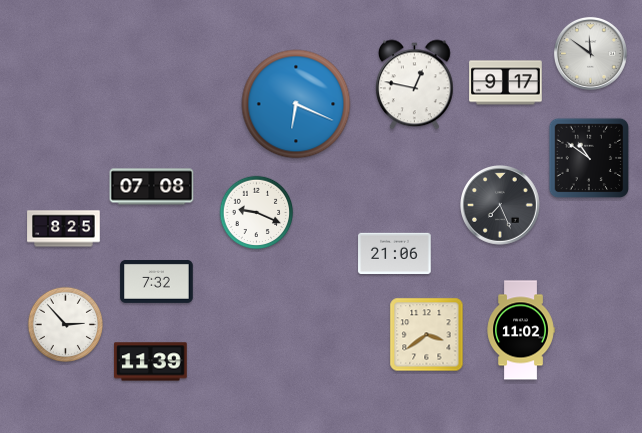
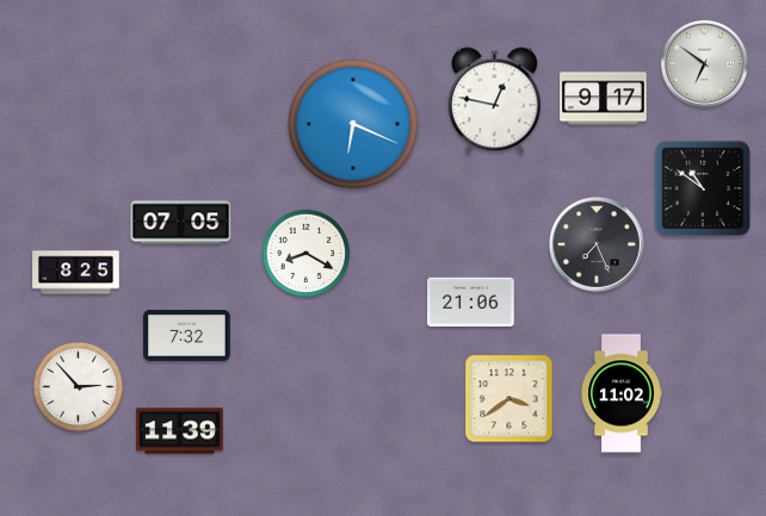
clock at (590, 53): 11:51 -> 6:51
clock at (152, 187): 07:08 -> 07:05
clock at (257, 213): 9:19 -> 8:20
